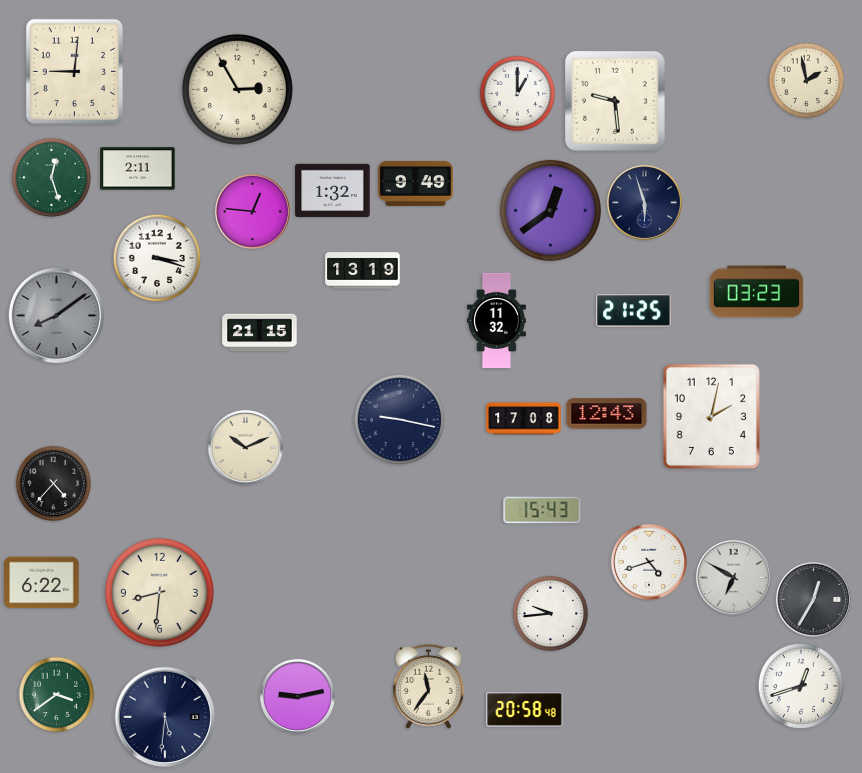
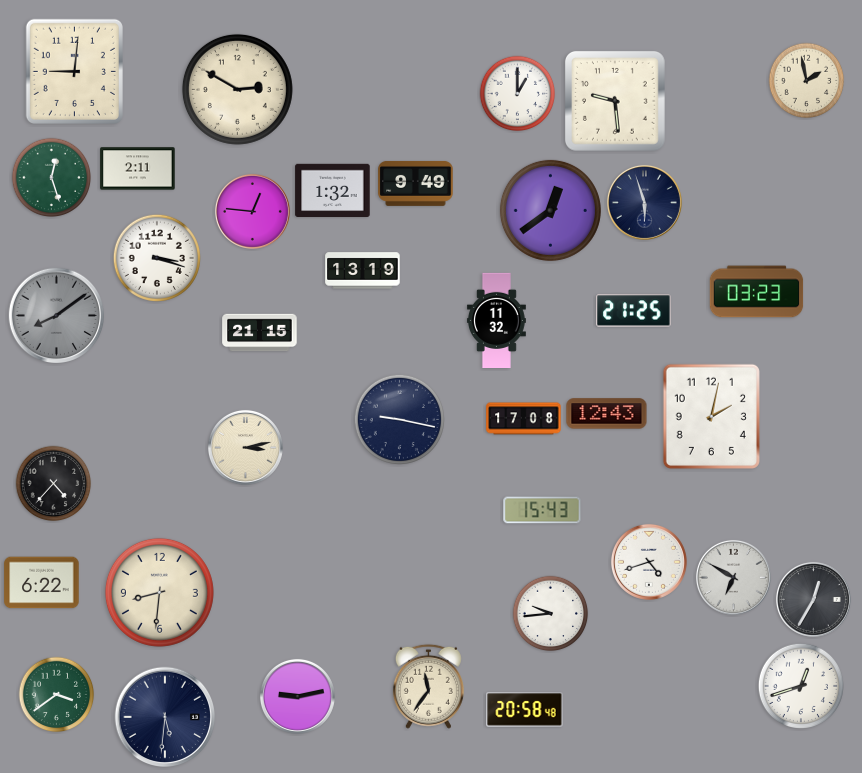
clock at (237, 89): 2:55 -> 2:50
clock at (245, 447): 10:11 -> 3:13
